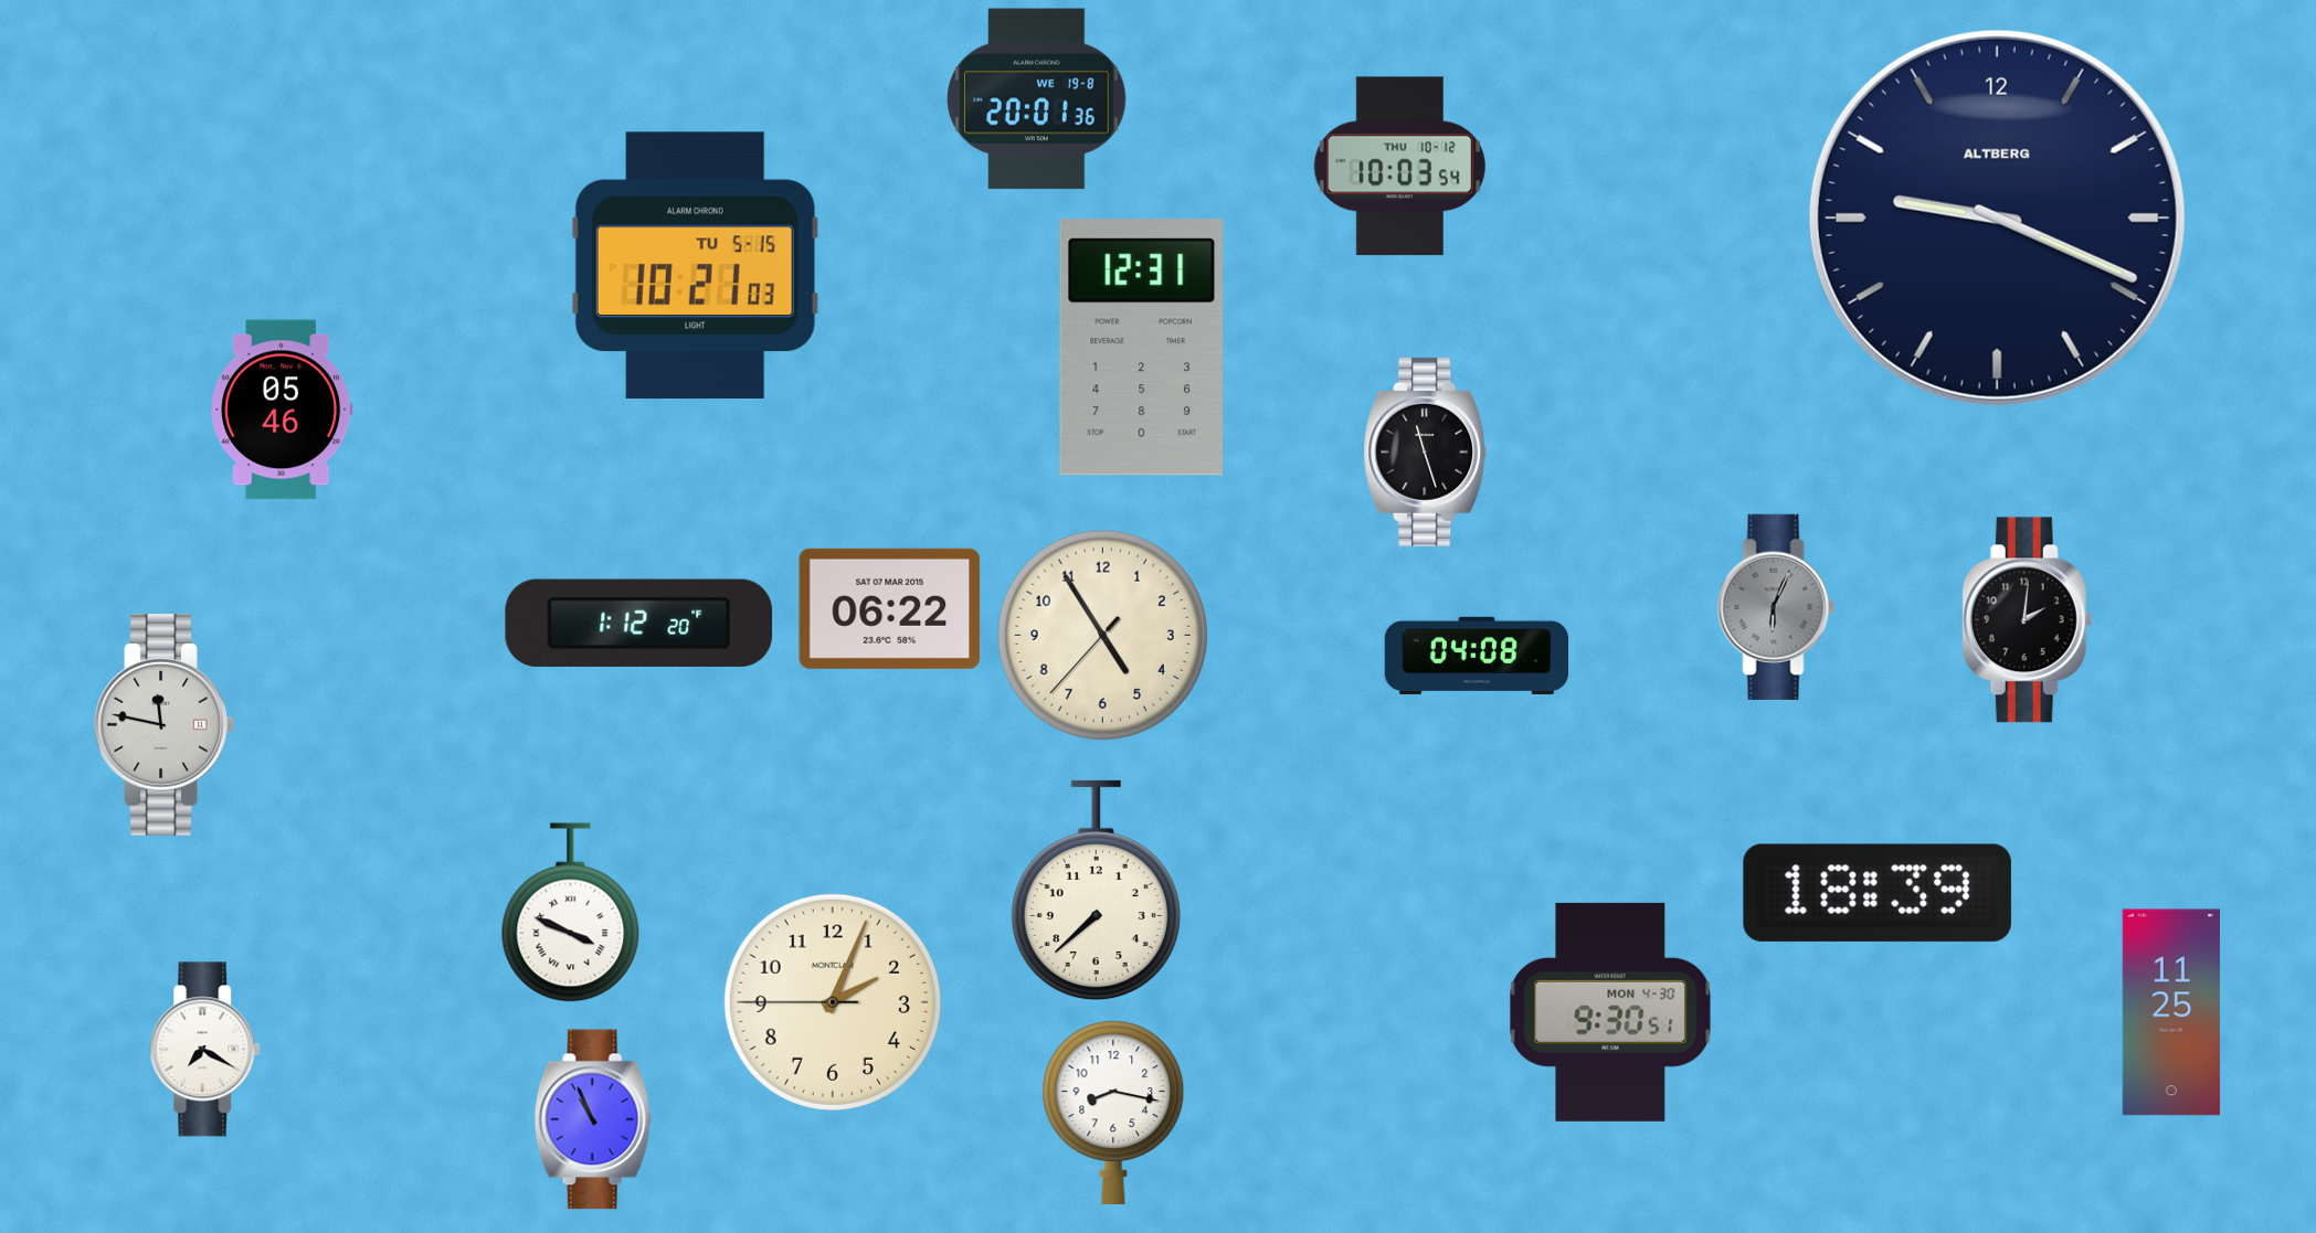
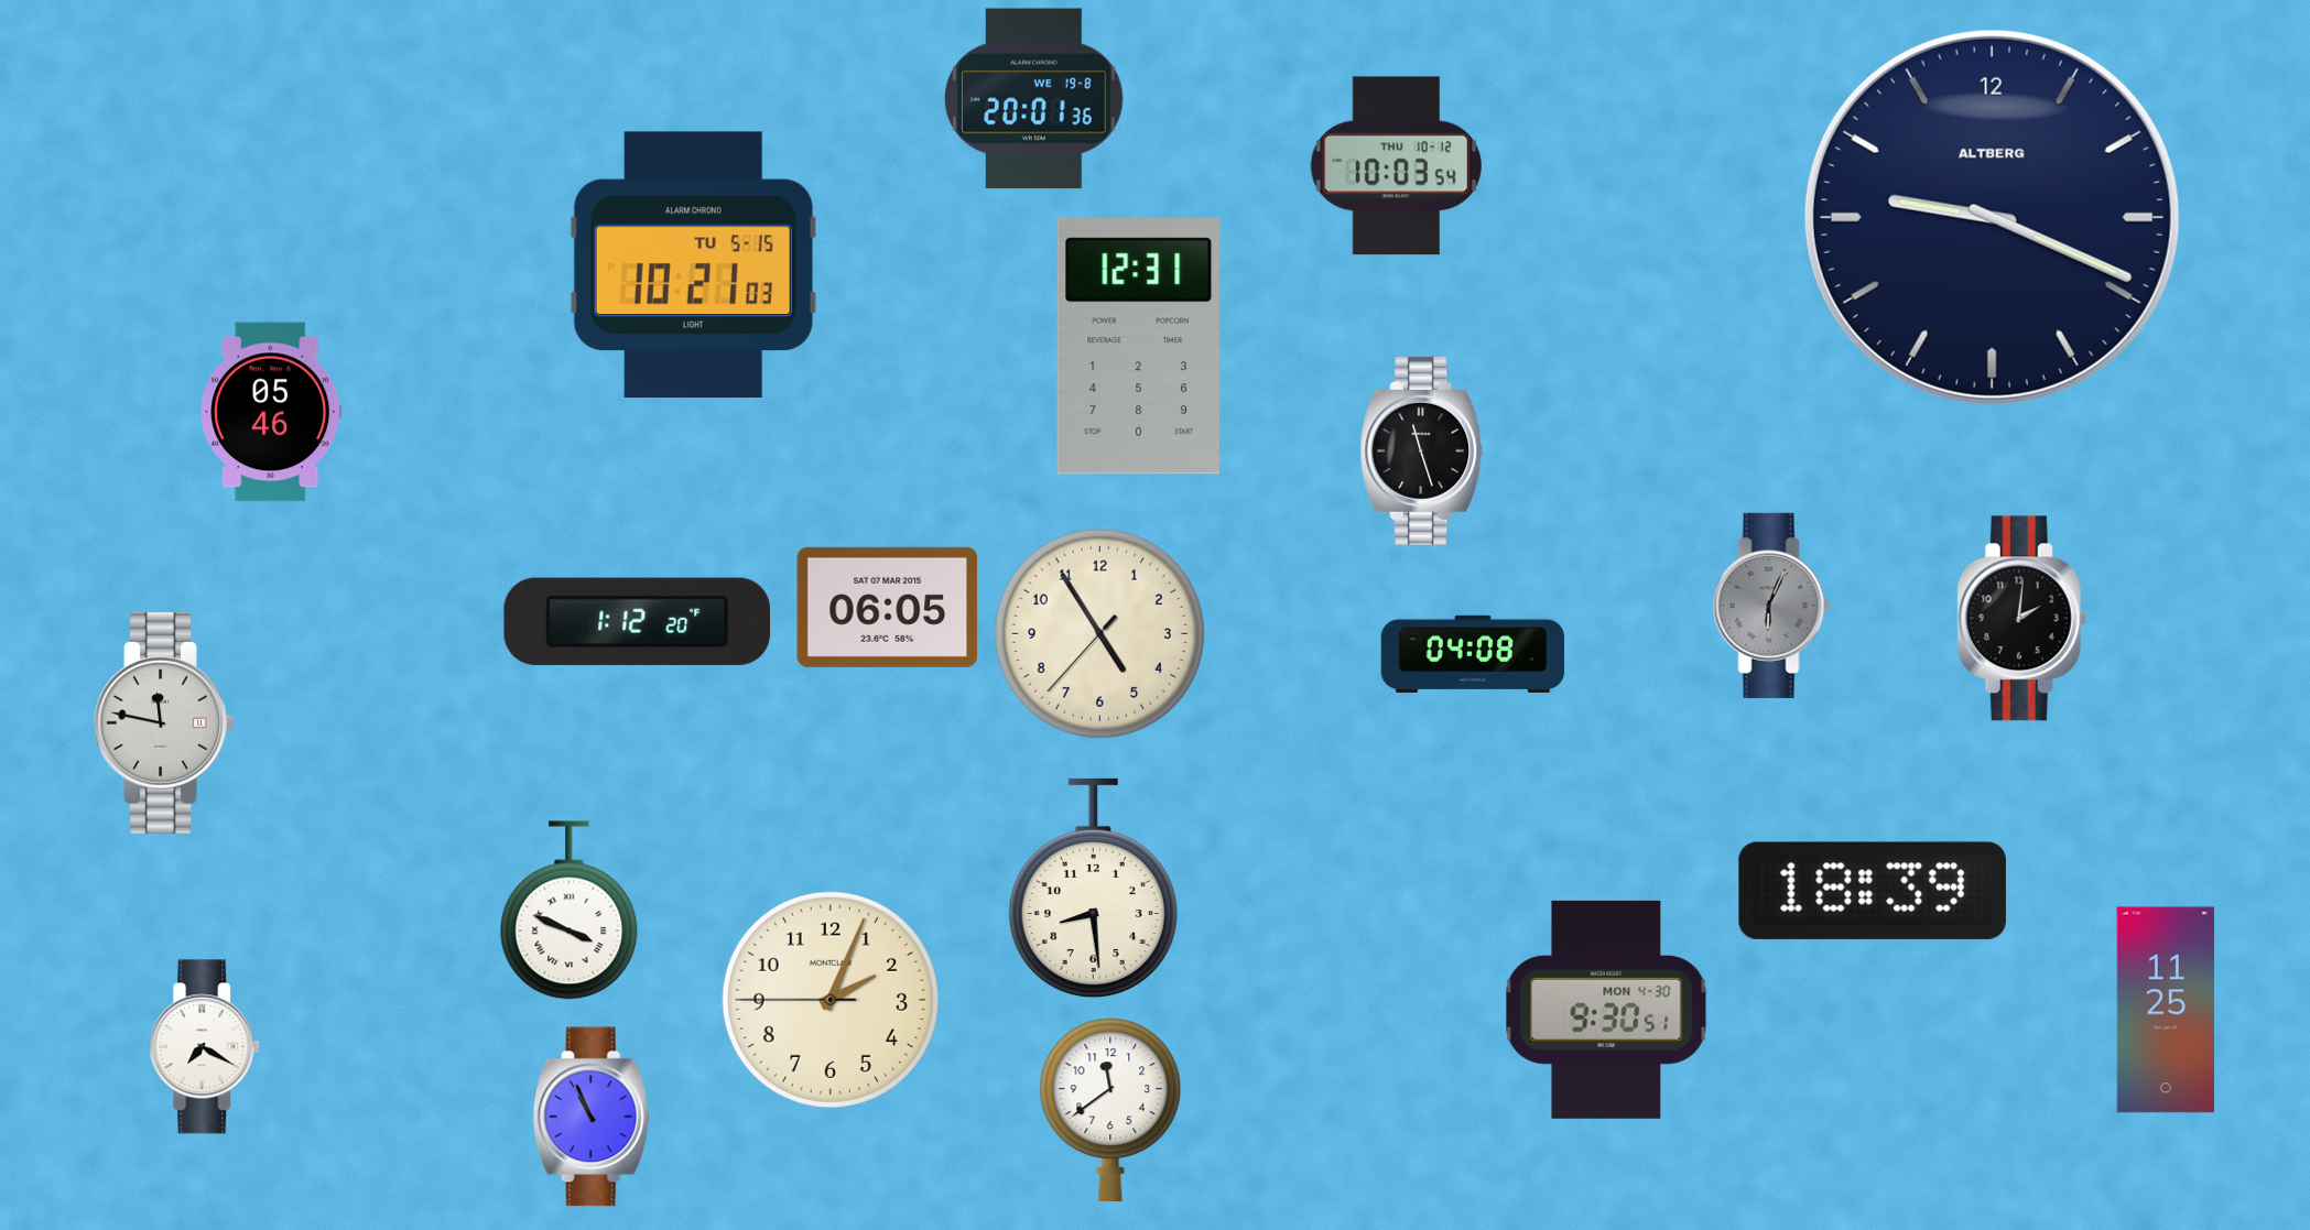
clock at (282, 410) position: (282, 410) -> (271, 412)
clock at (890, 608): 06:22 -> 06:05
clock at (1096, 891): 7:38 -> 8:29
clock at (1113, 1112): 8:17 -> 11:39
